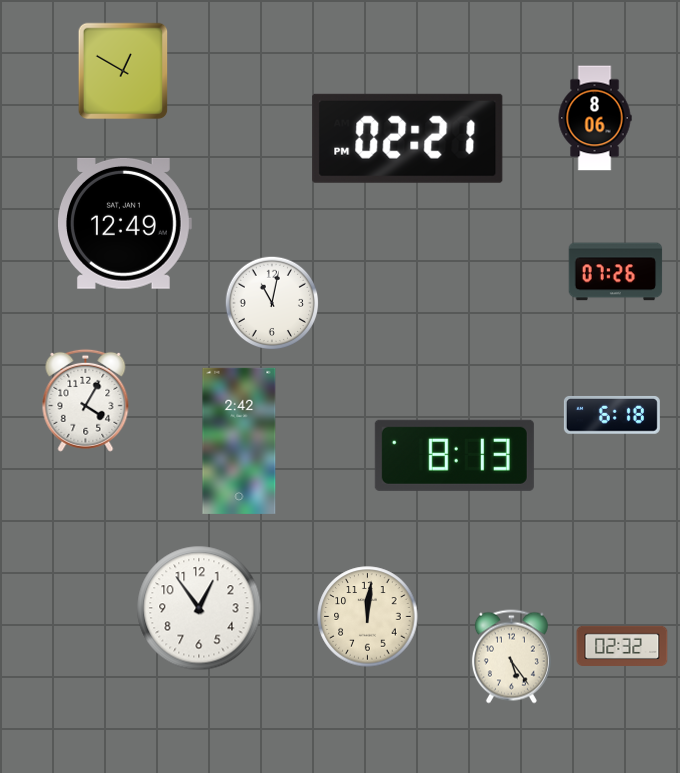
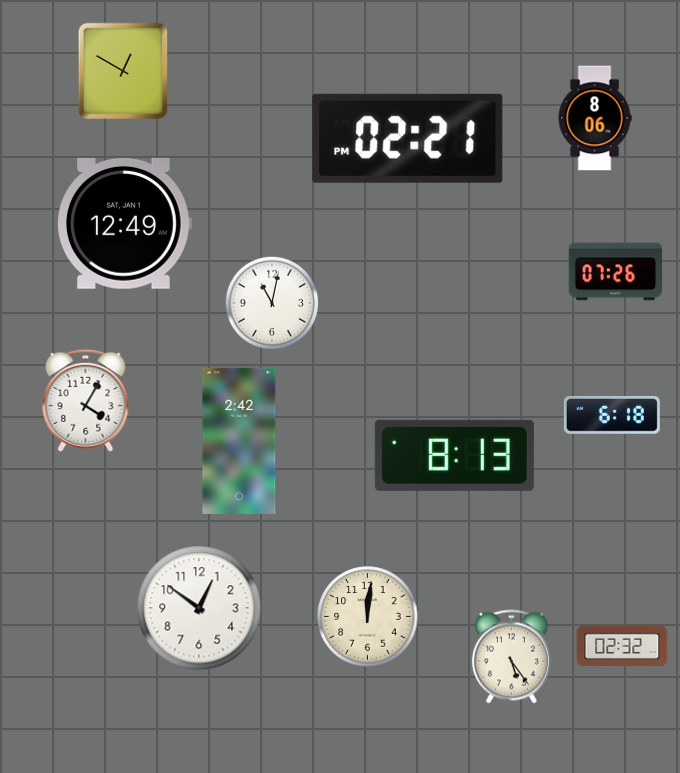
clock at (199, 608): 12:54 -> 12:51
